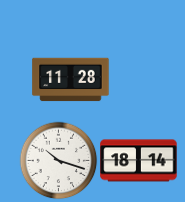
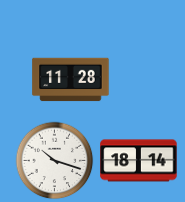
clock at (58, 160) position: (58, 160) -> (54, 160)
